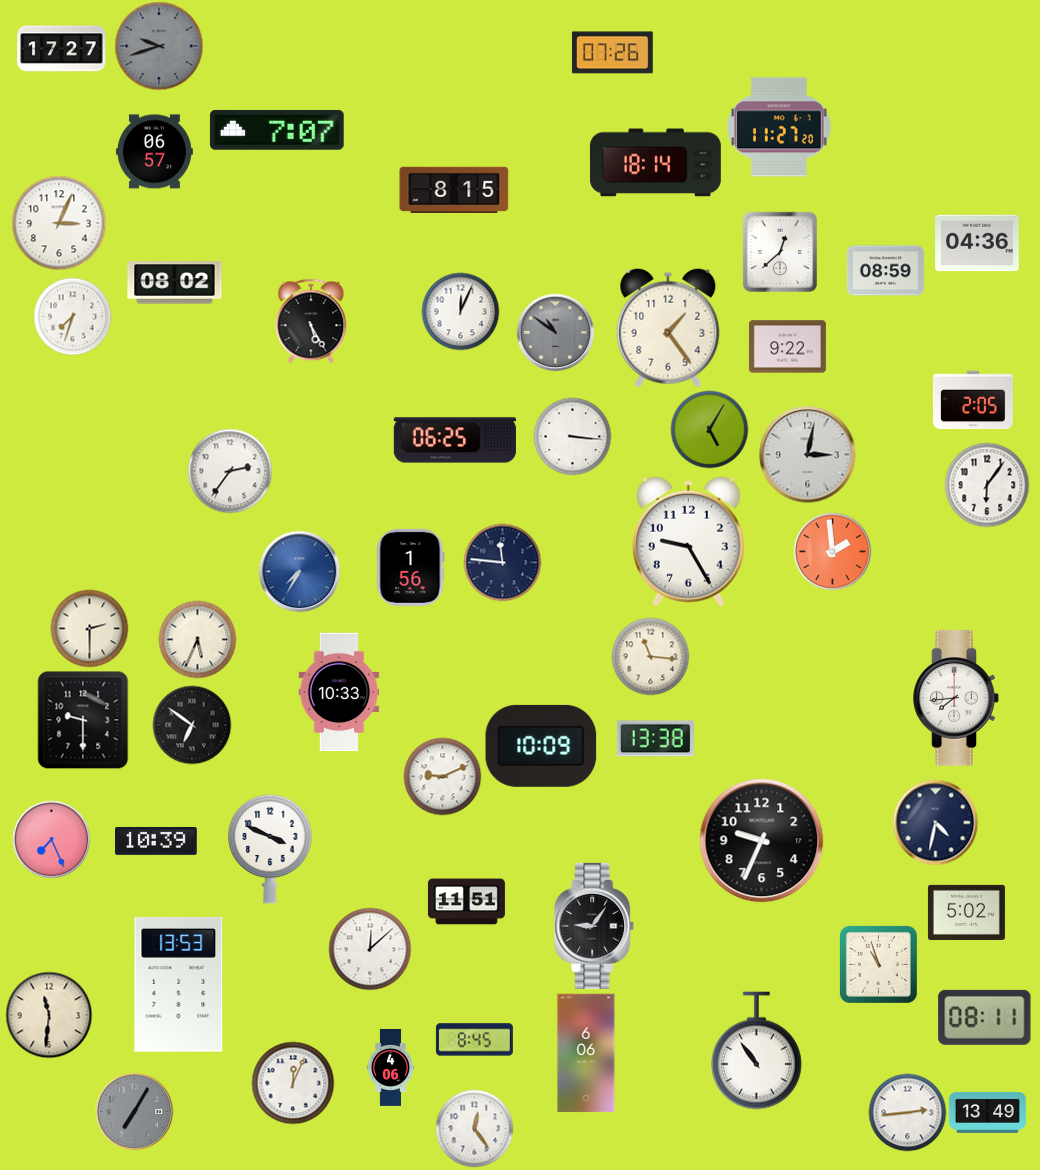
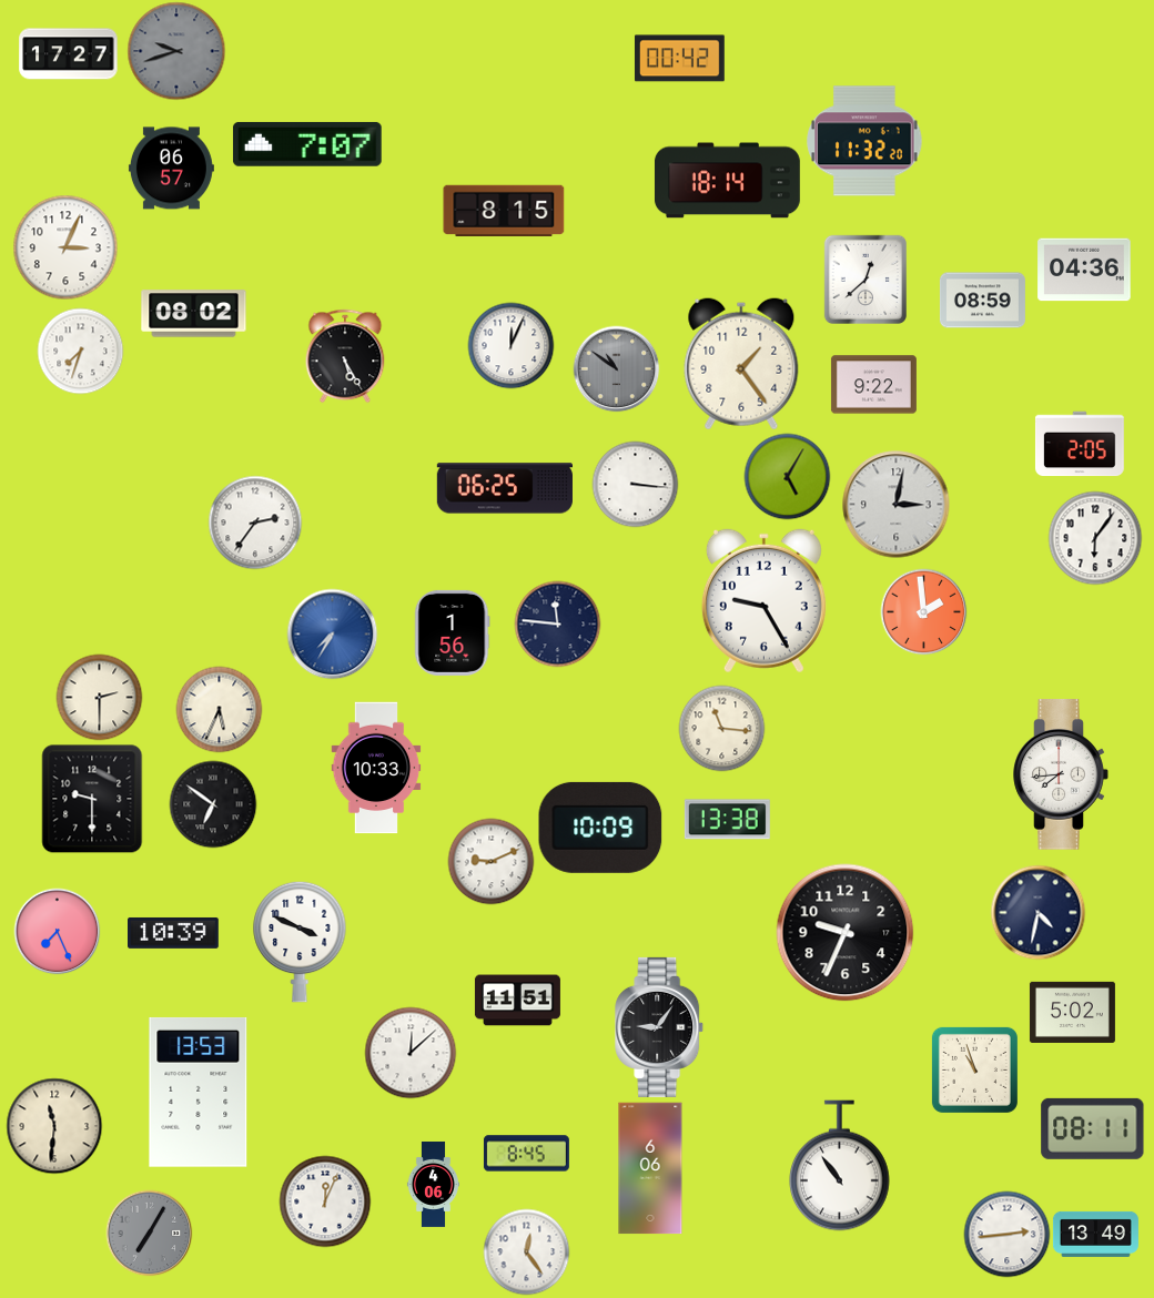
clock at (612, 53): 07:26 -> 00:42
clock at (779, 127): 11:27 -> 11:32
clock at (411, 567) position: (411, 567) -> (453, 632)
